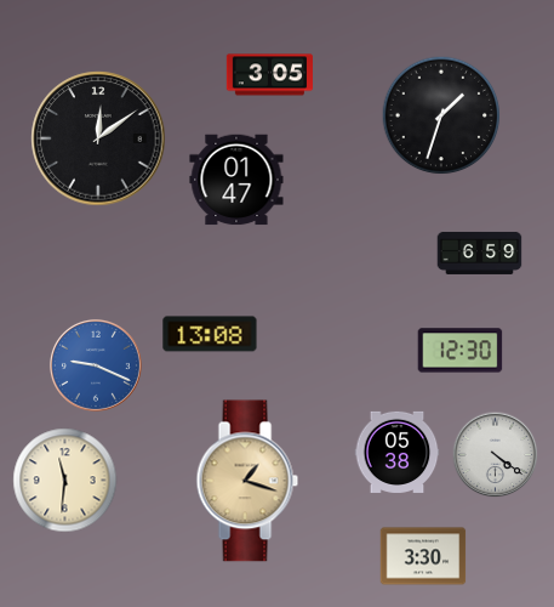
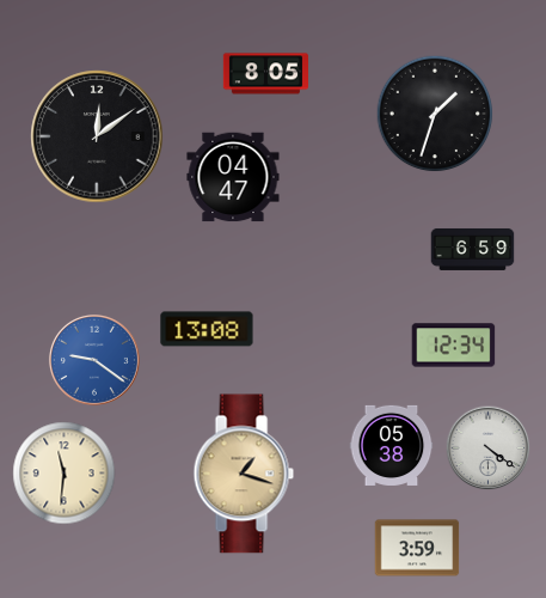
clock at (269, 75): 3:05 -> 8:05
clock at (236, 180): 01:47 -> 04:47
clock at (461, 351): 12:30 -> 12:34
clock at (96, 365): 9:19 -> 9:21
clock at (423, 556): 3:30 -> 3:59
